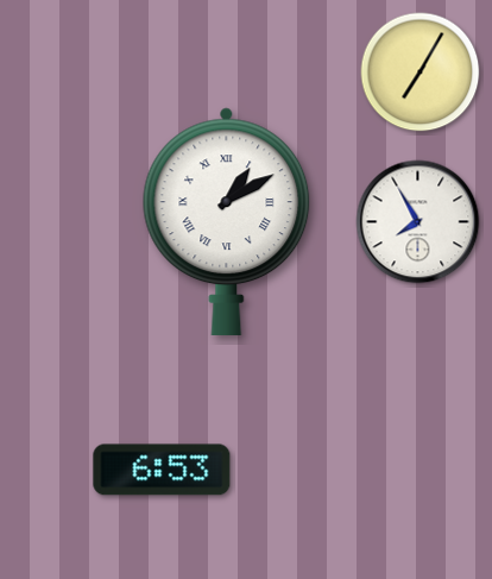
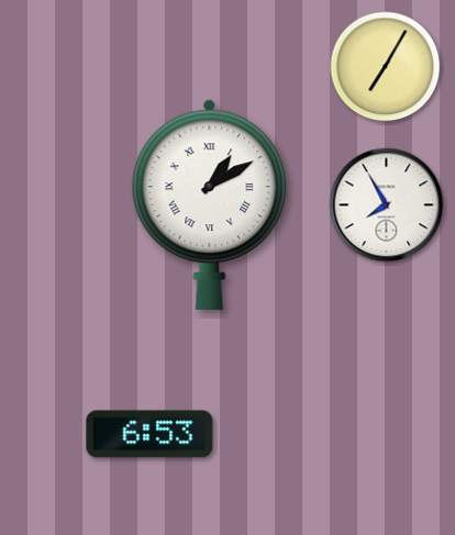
clock at (421, 73) position: (421, 73) -> (386, 67)
